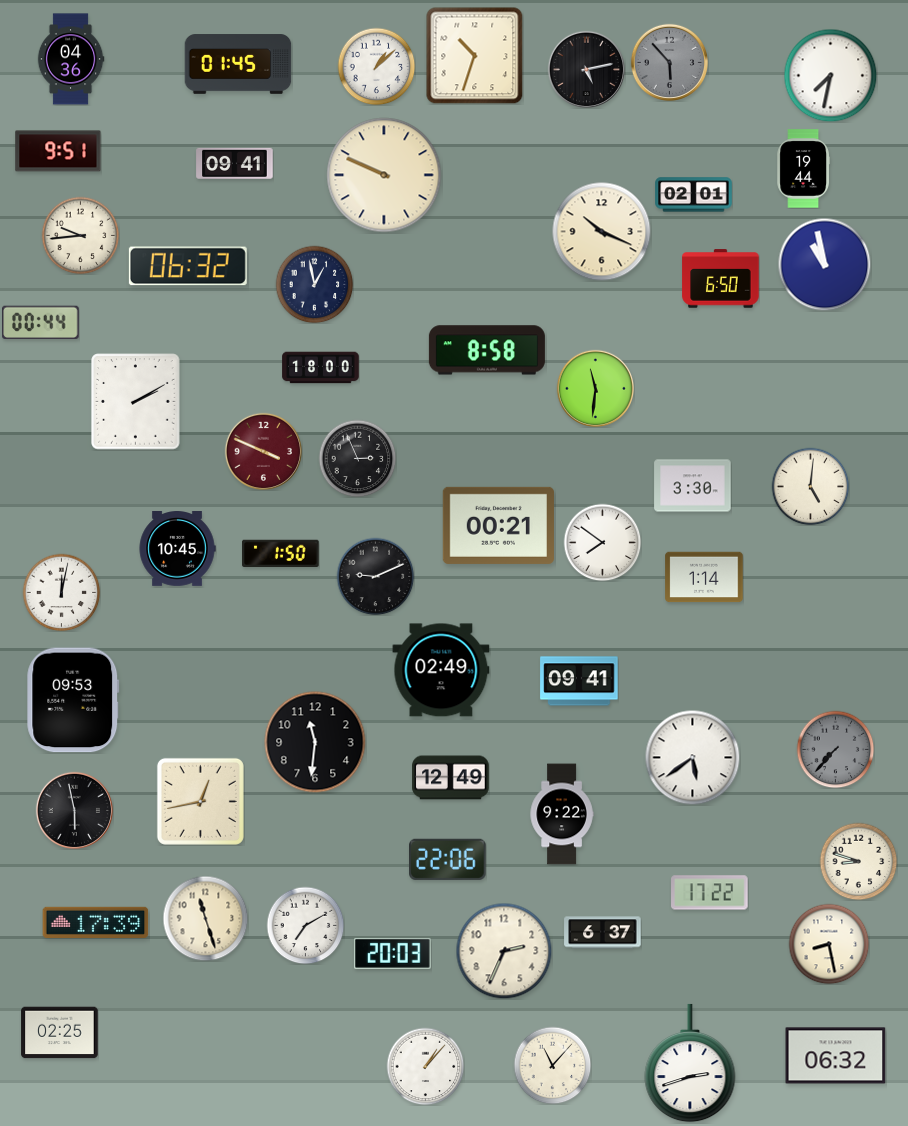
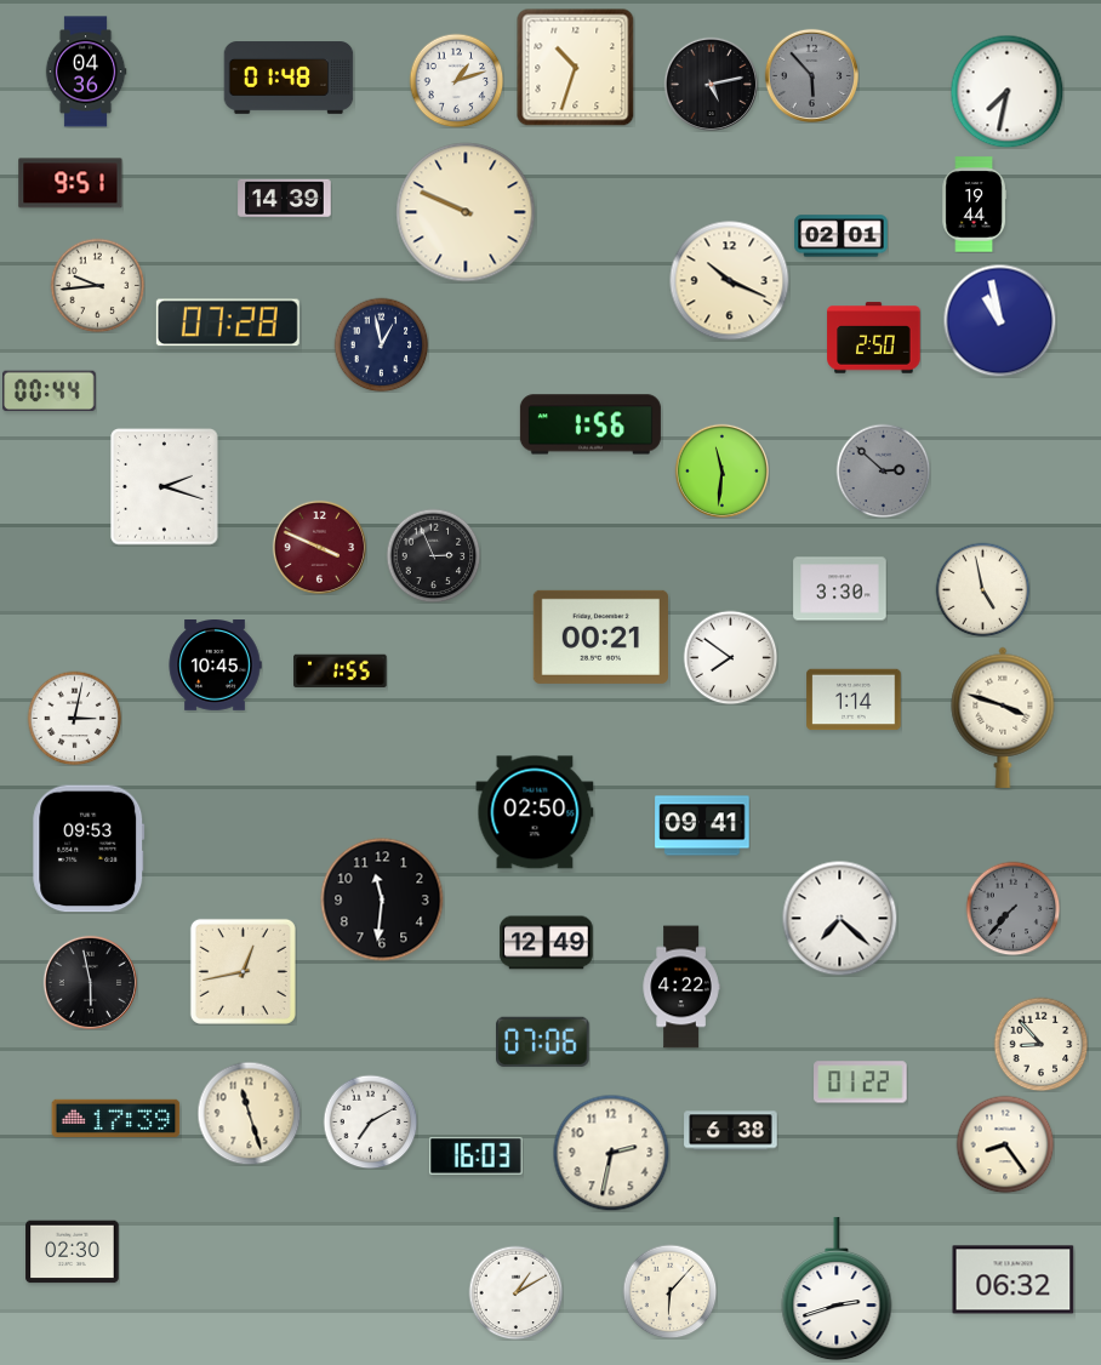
clock at (238, 64): 01:45 -> 01:48
clock at (376, 66): 1:08 -> 1:12
clock at (235, 163): 09:41 -> 14:39
clock at (188, 266): 06:32 -> 07:28
clock at (721, 279): 6:50 -> 2:50
clock at (487, 350): 8:58 -> 1:56
clock at (321, 368): 18:00 -> none
clock at (883, 470): none -> 2:52
clock at (136, 402): 2:10 -> 2:18
clock at (810, 486): 5:01 -> 4:58
clock at (498, 525) position: (498, 525) -> (600, 636)
clock at (281, 553): 1:50 -> 1:55
clock at (375, 576): 9:11 -> none
clock at (61, 592): 12:02 -> 3:02
clock at (1003, 718): none -> 3:48
clock at (441, 670): 02:49 -> 02:50
clock at (692, 757): 5:39 -> 7:22
clock at (562, 814): 9:22 -> 4:22
clock at (448, 859): 22:06 -> 07:06
clock at (858, 861): 8:48 -> 8:53
clock at (710, 893): 17:22 -> 01:22
clock at (603, 933): 6:37 -> 6:38
clock at (829, 944): 8:28 -> 8:24
clock at (504, 951): 2:34 -> 2:32
clock at (393, 953): 20:03 -> 16:03
clock at (60, 1033): 02:25 -> 02:30
clock at (552, 1065): 11:07 -> 6:07
clock at (425, 1066): 1:07 -> 1:10
